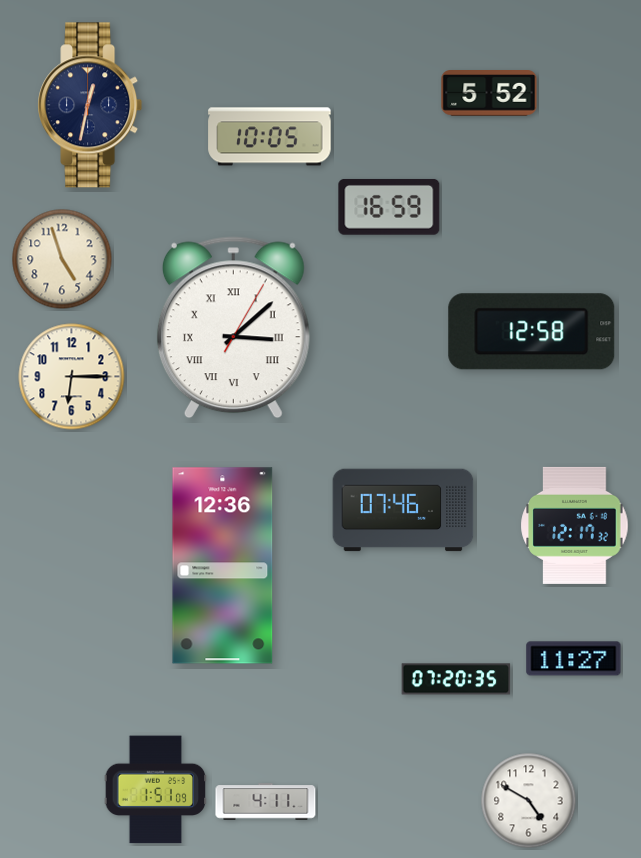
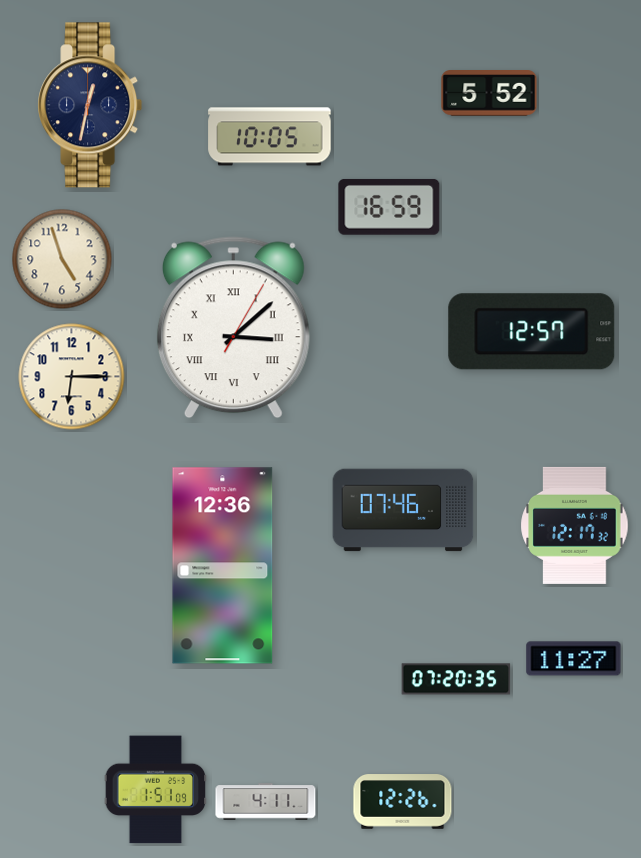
clock at (532, 332): 12:58 -> 12:57
clock at (529, 801): 4:50 -> none
clock at (403, 802): none -> 12:26
